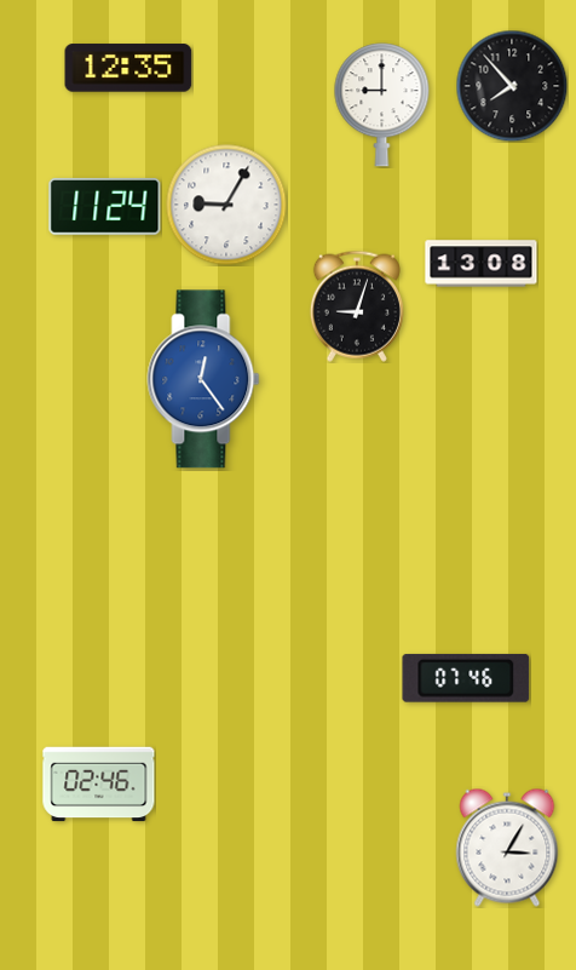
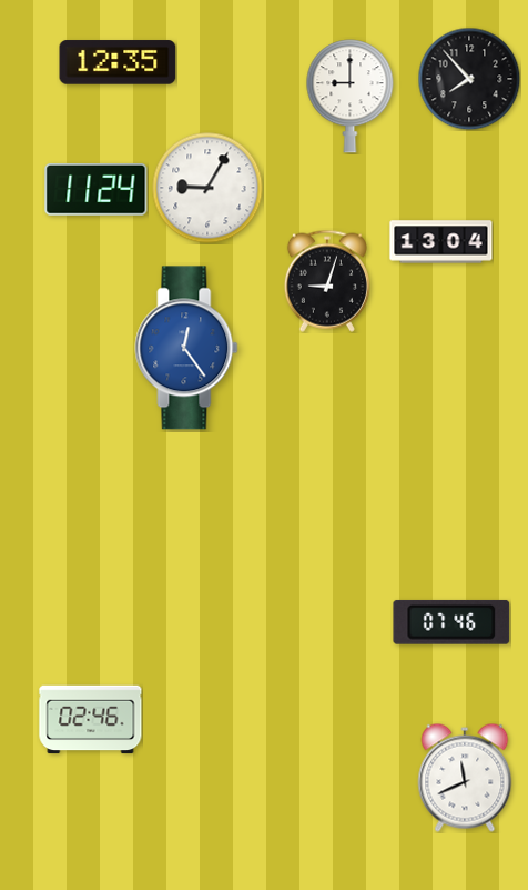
clock at (482, 264): 13:08 -> 13:04
clock at (466, 678) position: (466, 678) -> (451, 622)
clock at (507, 848): 3:05 -> 11:41
